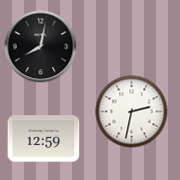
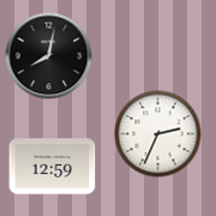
clock at (132, 112): 2:32 -> 2:34
